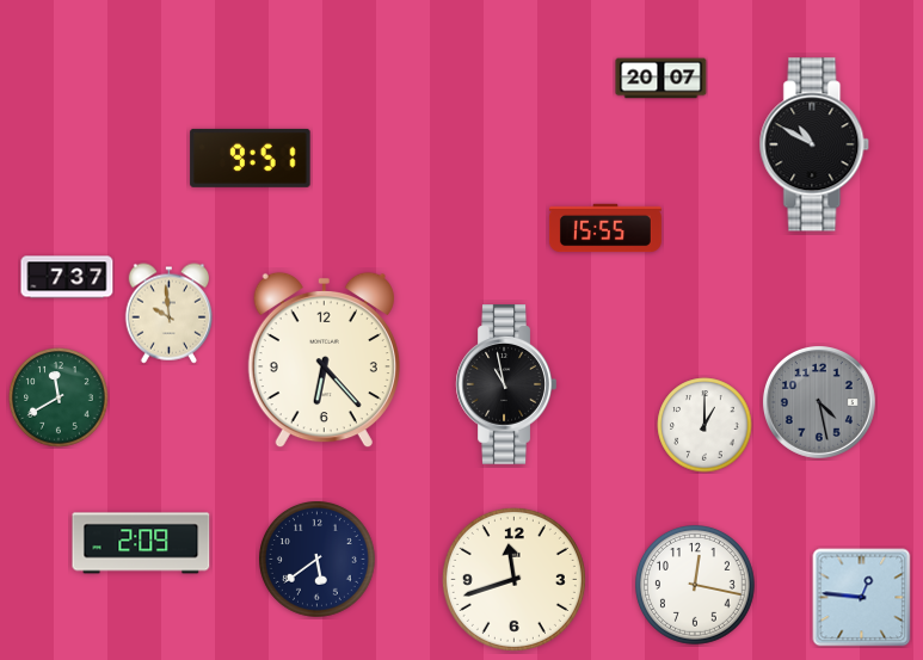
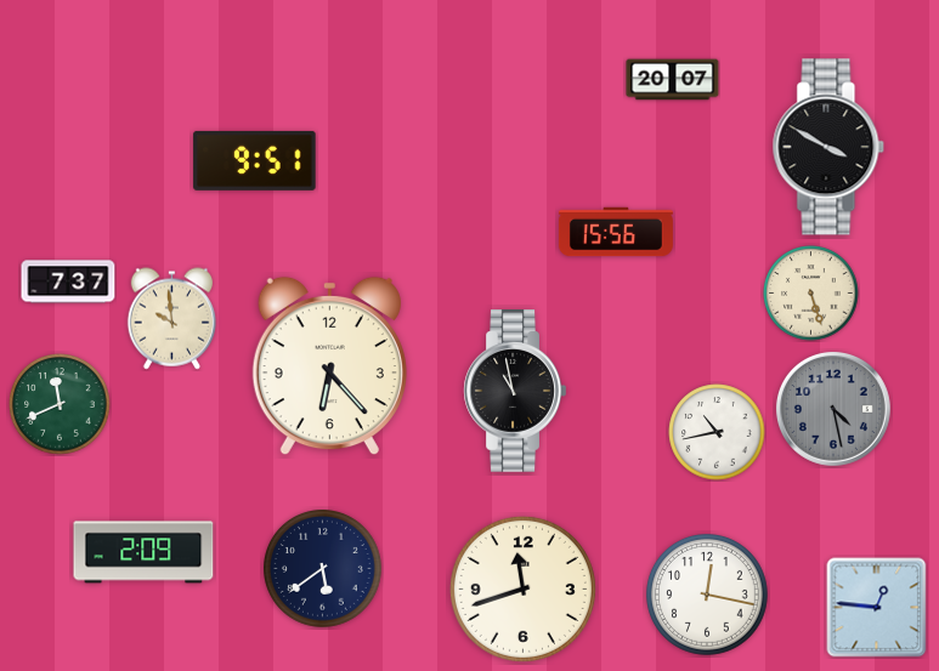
clock at (814, 144): 10:50 -> 3:50
clock at (605, 228): 15:55 -> 15:56
clock at (811, 294): none -> 5:27
clock at (59, 397): 11:40 -> 11:41
clock at (704, 425): 1:00 -> 10:43
